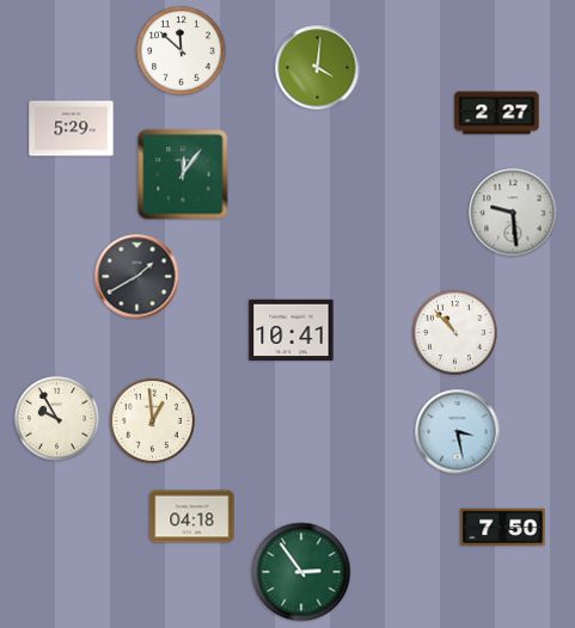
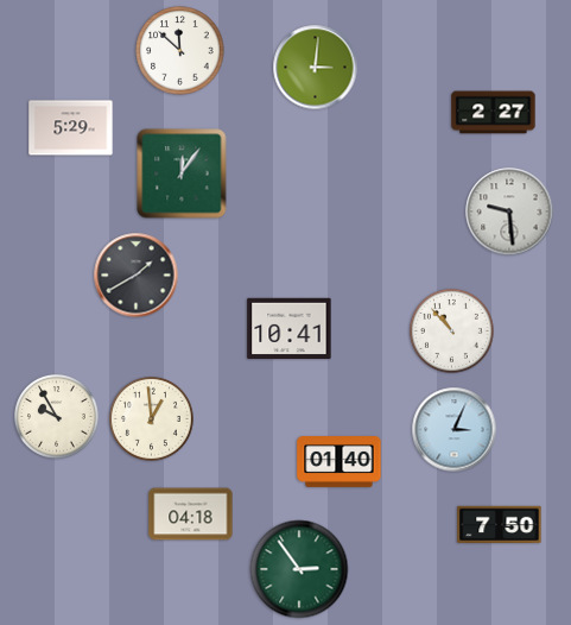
clock at (318, 68): 4:01 -> 3:01
clock at (458, 432): 3:28 -> 3:04
clock at (340, 462): none -> 01:40
